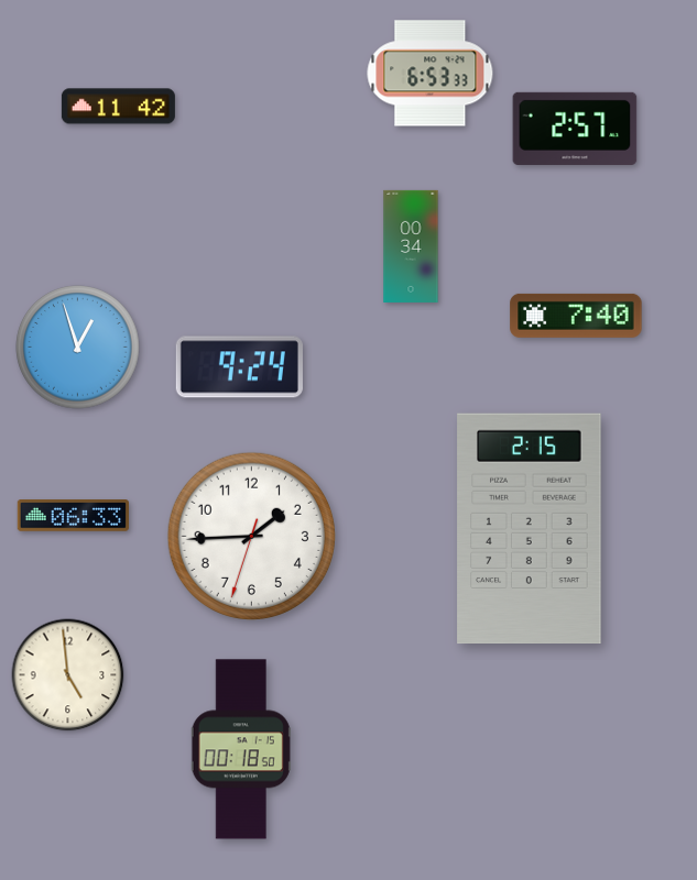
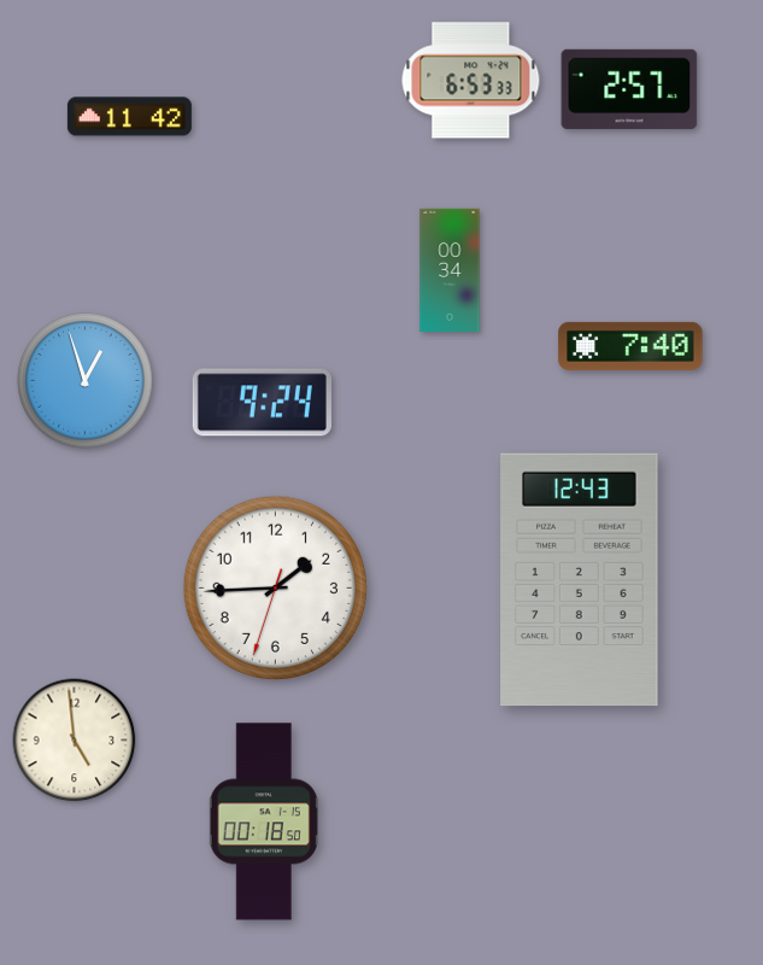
clock at (575, 129) position: (575, 129) -> (629, 89)
clock at (73, 516): 06:33 -> none
clock at (530, 529): 2:15 -> 12:43
